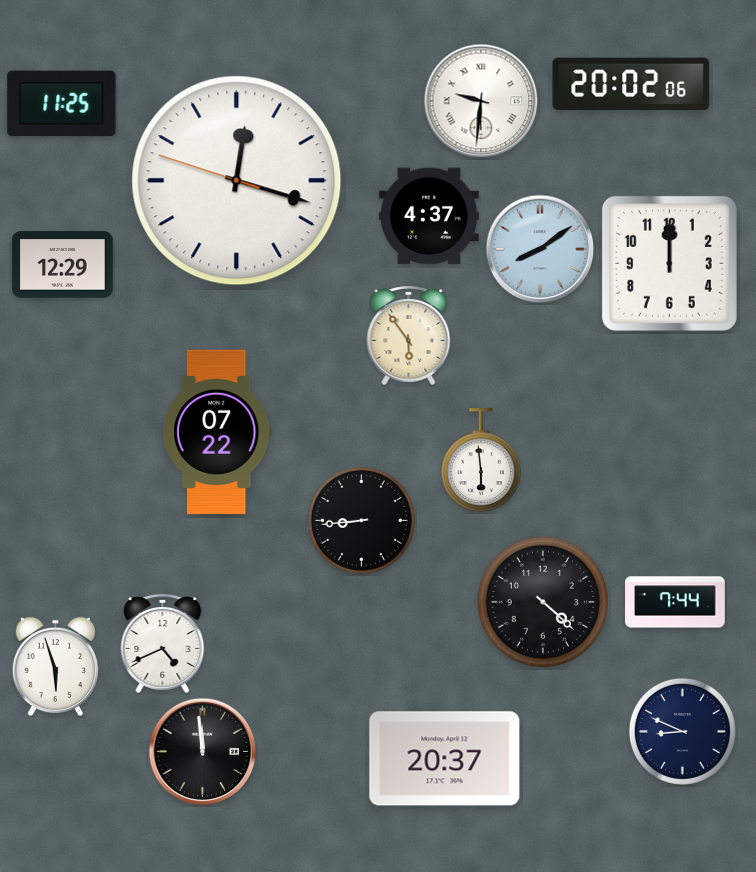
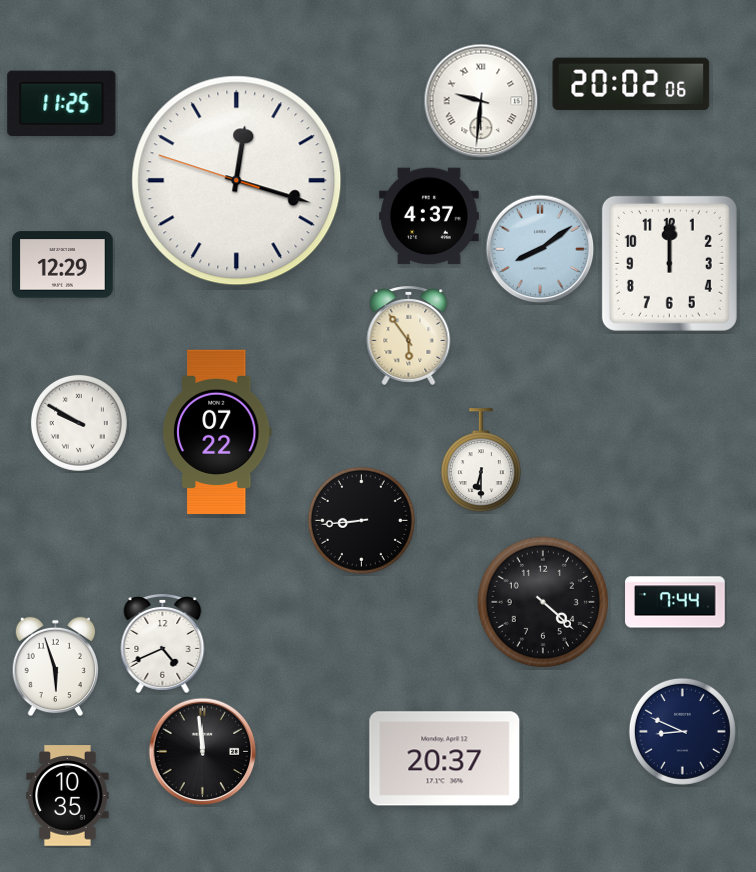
clock at (79, 423): none -> 9:50
clock at (481, 461): 5:59 -> 6:30
clock at (68, 796): none -> 10:35
